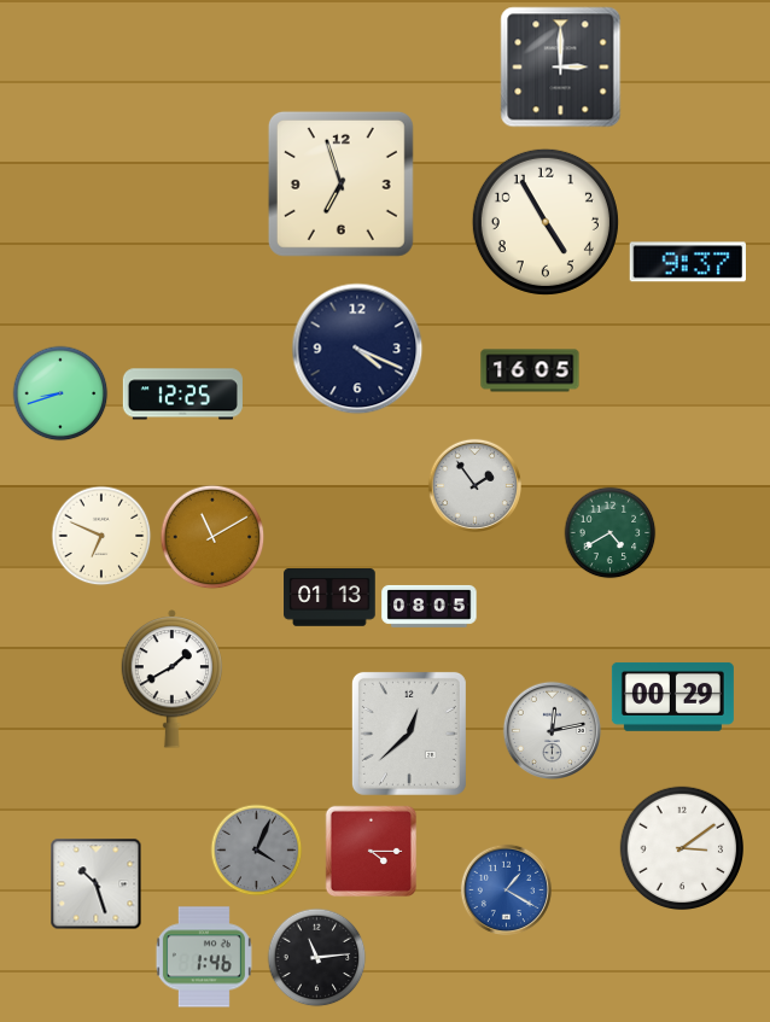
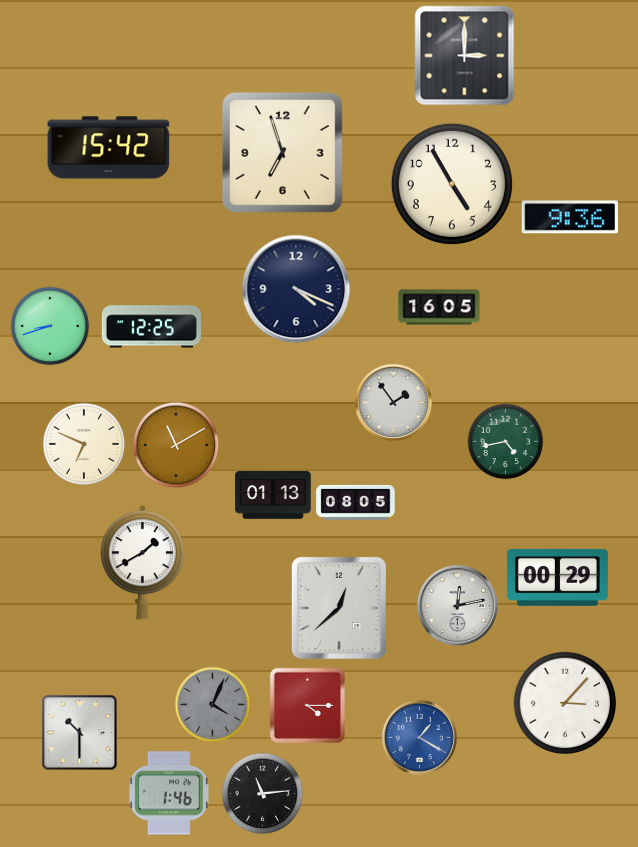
clock at (109, 148): none -> 15:42
clock at (687, 262): 9:37 -> 9:36
clock at (611, 533): 4:40 -> 4:43
clock at (681, 847): 3:09 -> 3:07
clock at (97, 884): 10:27 -> 10:30
